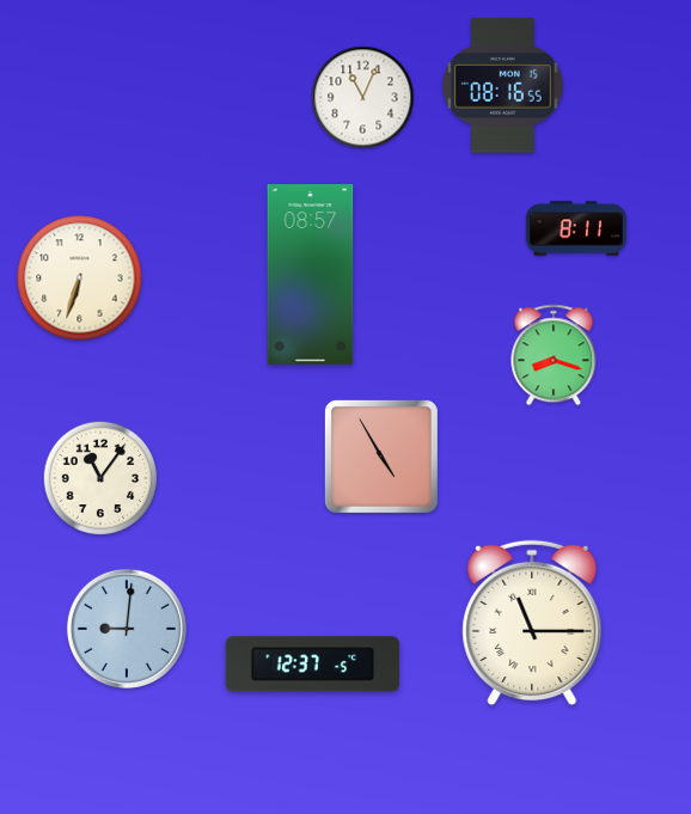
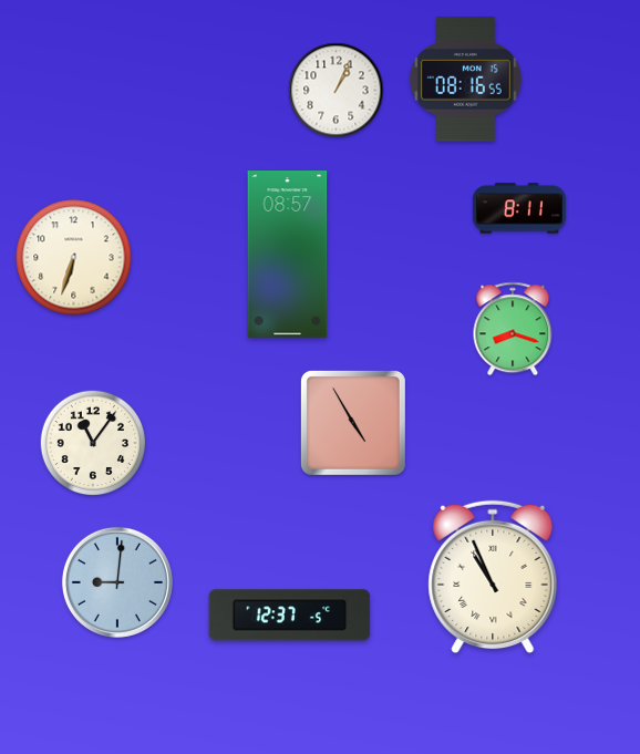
clock at (363, 98): 11:04 -> 1:04
clock at (576, 228) position: (576, 228) -> (519, 208)
clock at (532, 623): 11:15 -> 10:56
